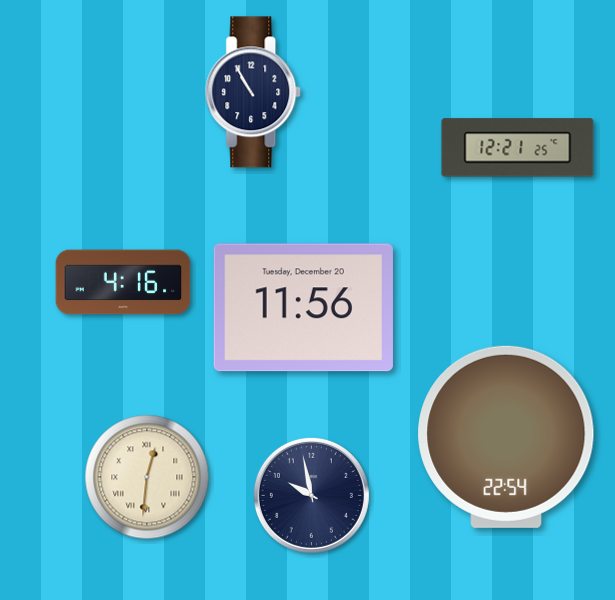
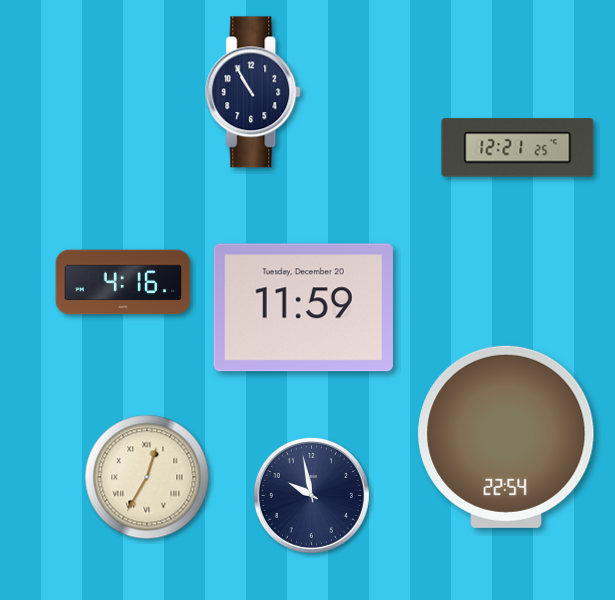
clock at (303, 308): 11:56 -> 11:59
clock at (147, 477): 12:31 -> 12:35
